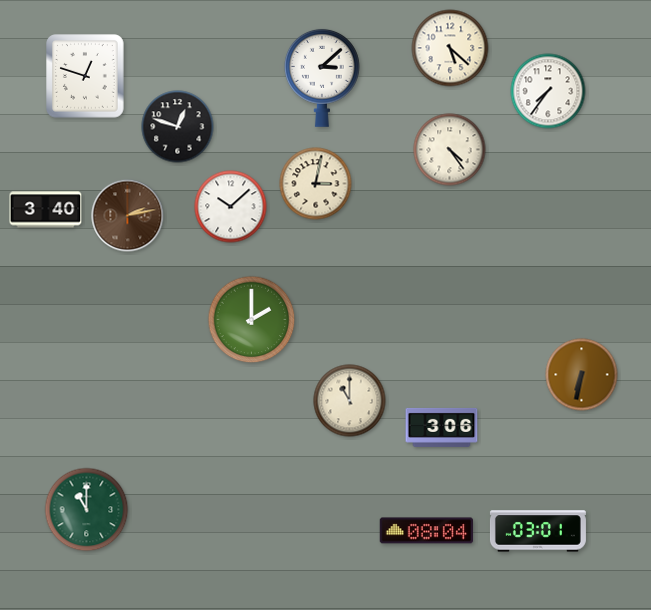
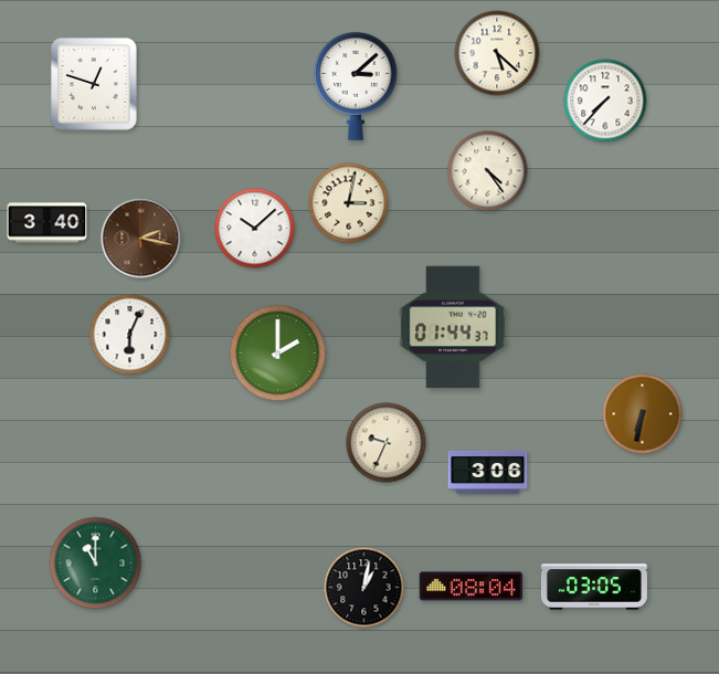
clock at (548, 91): 7:36 -> 7:37
clock at (178, 127): 12:48 -> none
clock at (450, 150) position: (450, 150) -> (488, 171)
clock at (46, 210) position: (46, 210) -> (47, 223)
clock at (128, 216): 2:13 -> 2:17
clock at (453, 327): none -> 01:44
clock at (130, 335): none -> 6:04
clock at (350, 401): 11:00 -> 9:34
clock at (538, 531): 03:01 -> 03:05
clock at (364, 588): none -> 1:02
